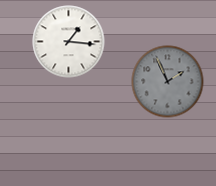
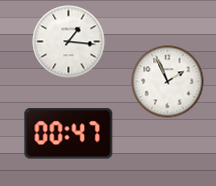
clock at (168, 82) dial: grey -> white
clock at (69, 134): none -> 00:47
